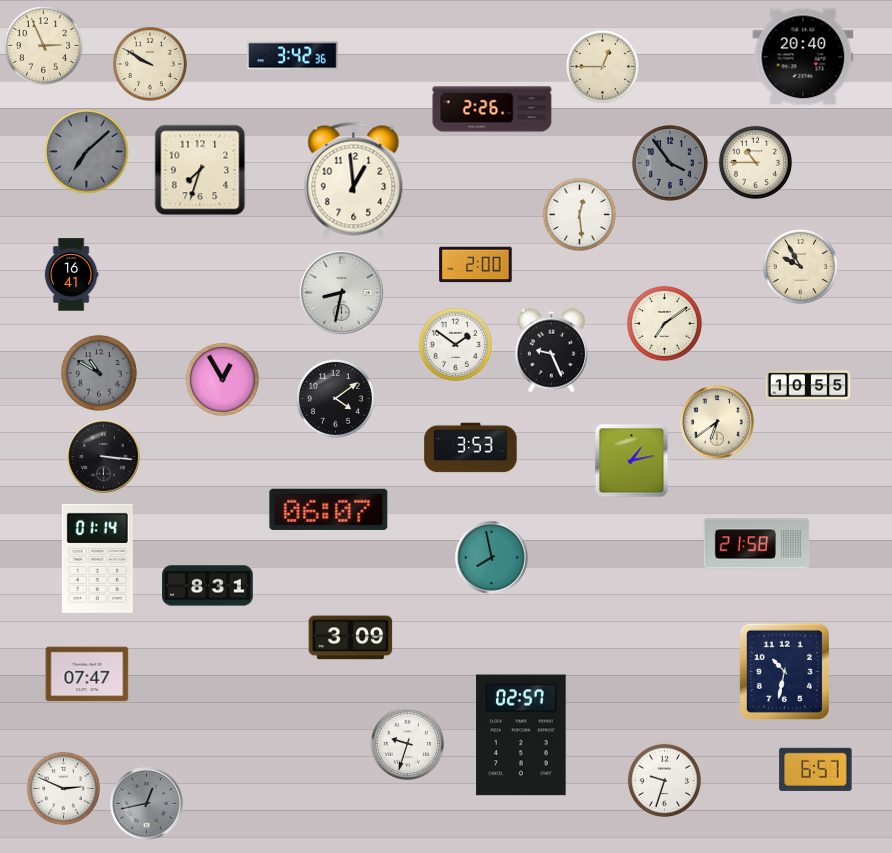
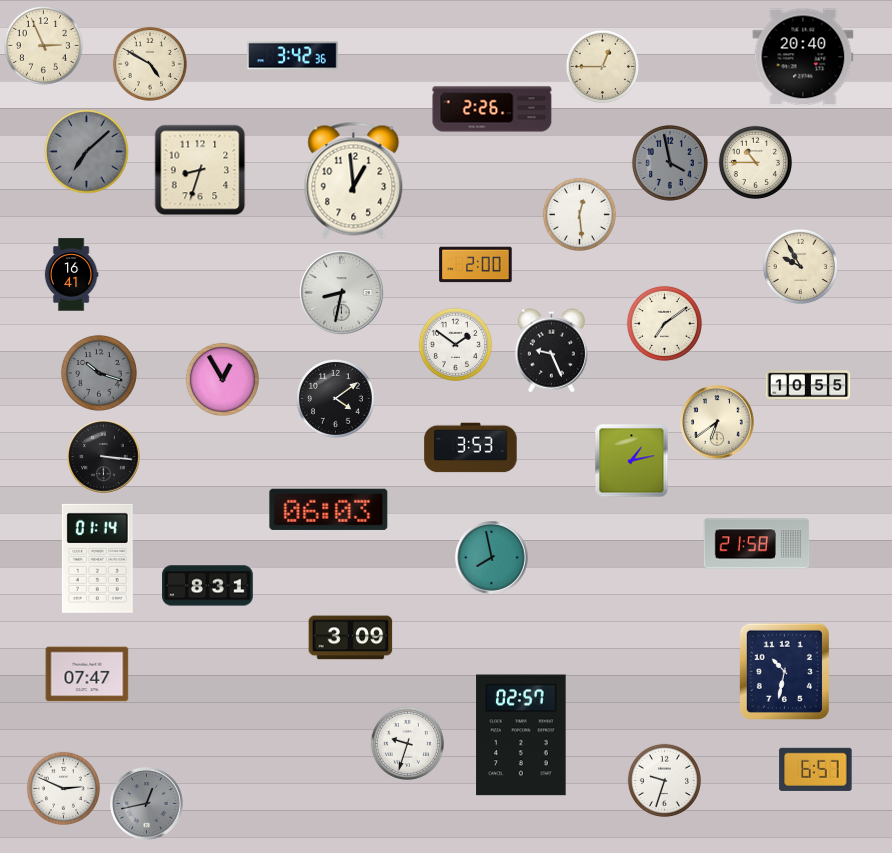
clock at (150, 64): 9:50 -> 4:50
clock at (670, 163): 3:54 -> 3:58
clock at (200, 170): 7:33 -> 8:33
clock at (99, 373): 10:50 -> 10:18
clock at (329, 509): 06:07 -> 06:03
